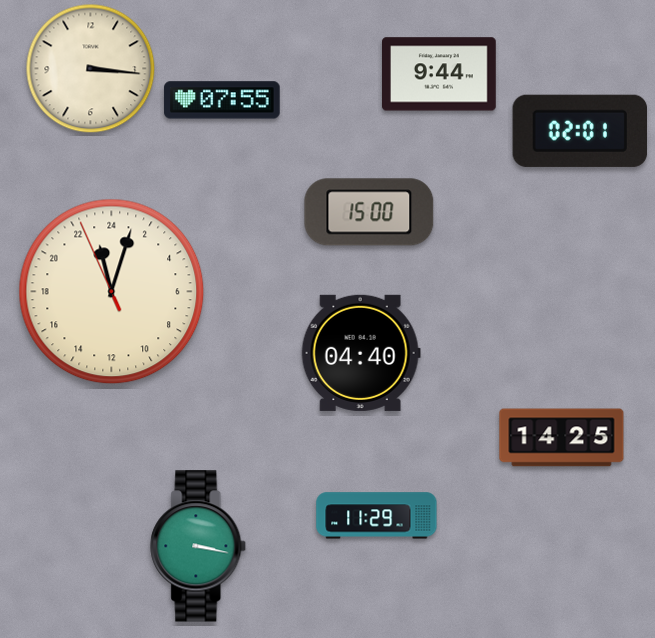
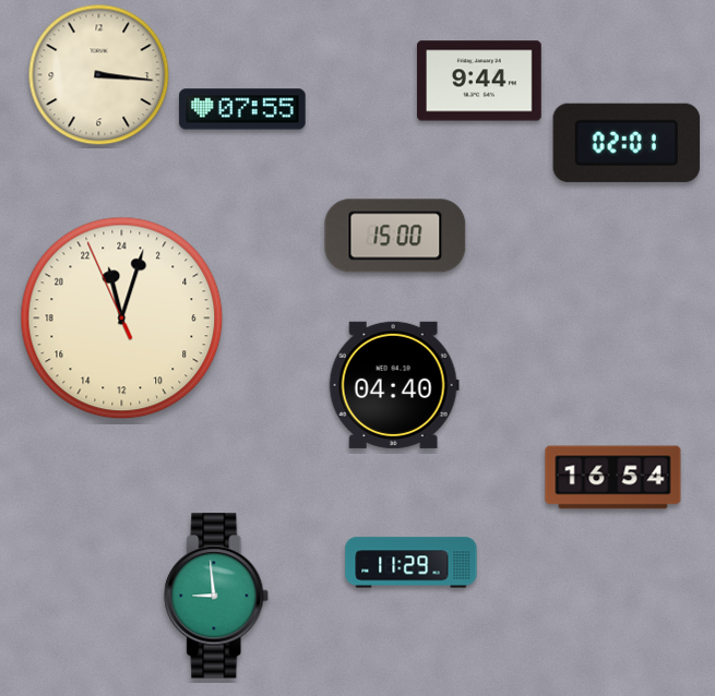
clock at (580, 131) position: (580, 131) -> (627, 143)
clock at (369, 212) position: (369, 212) -> (395, 236)
clock at (562, 438): 14:25 -> 16:54
clock at (199, 546): 3:17 -> 8:59
